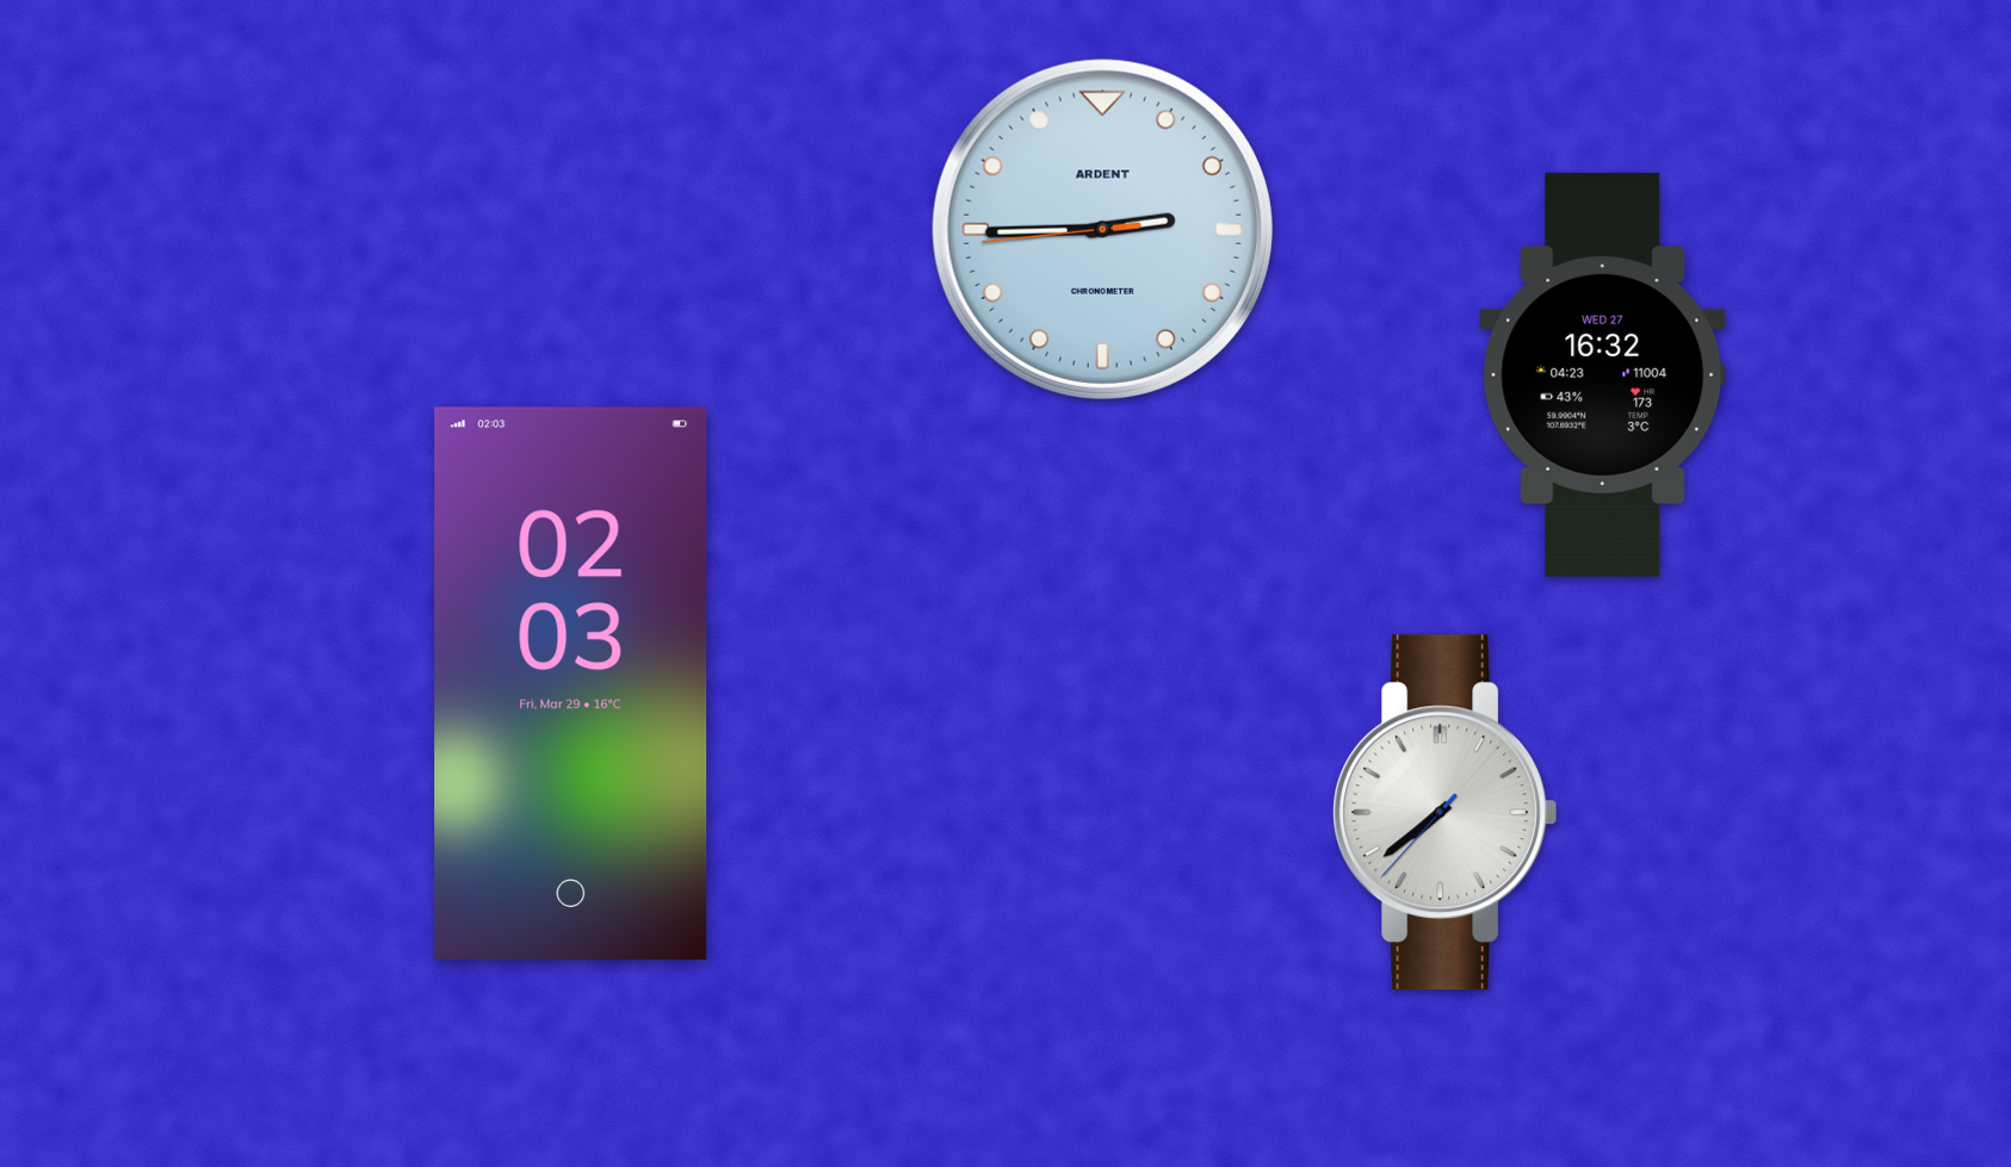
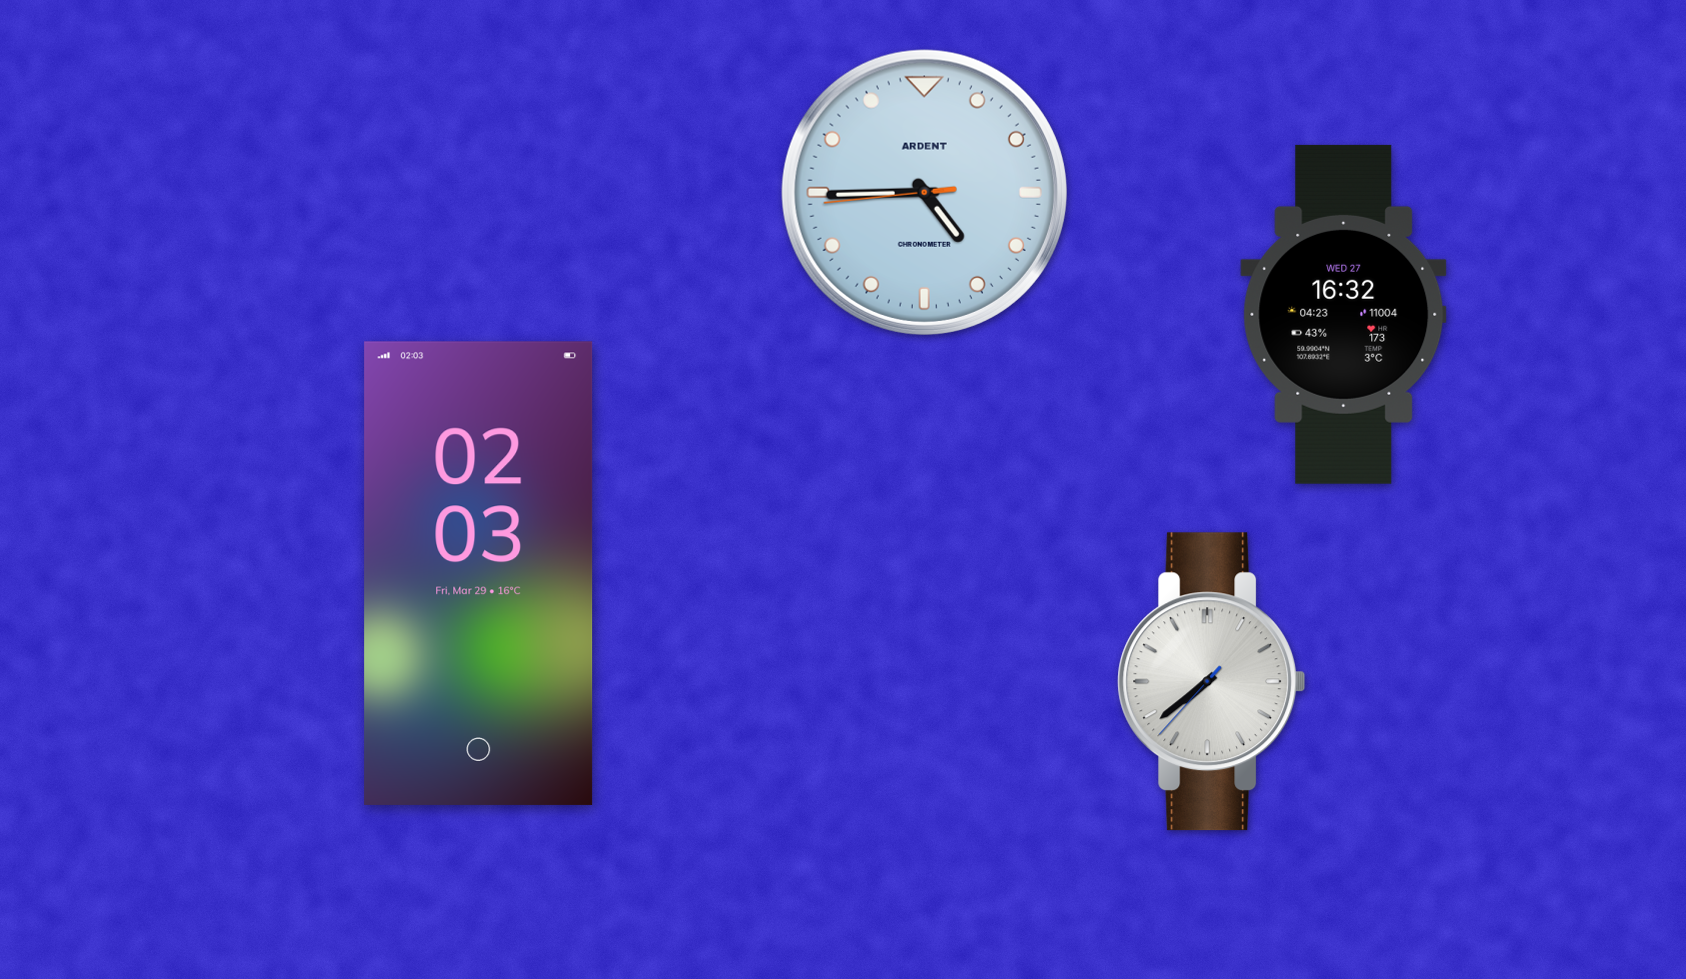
clock at (1102, 229): 2:44 -> 4:44
